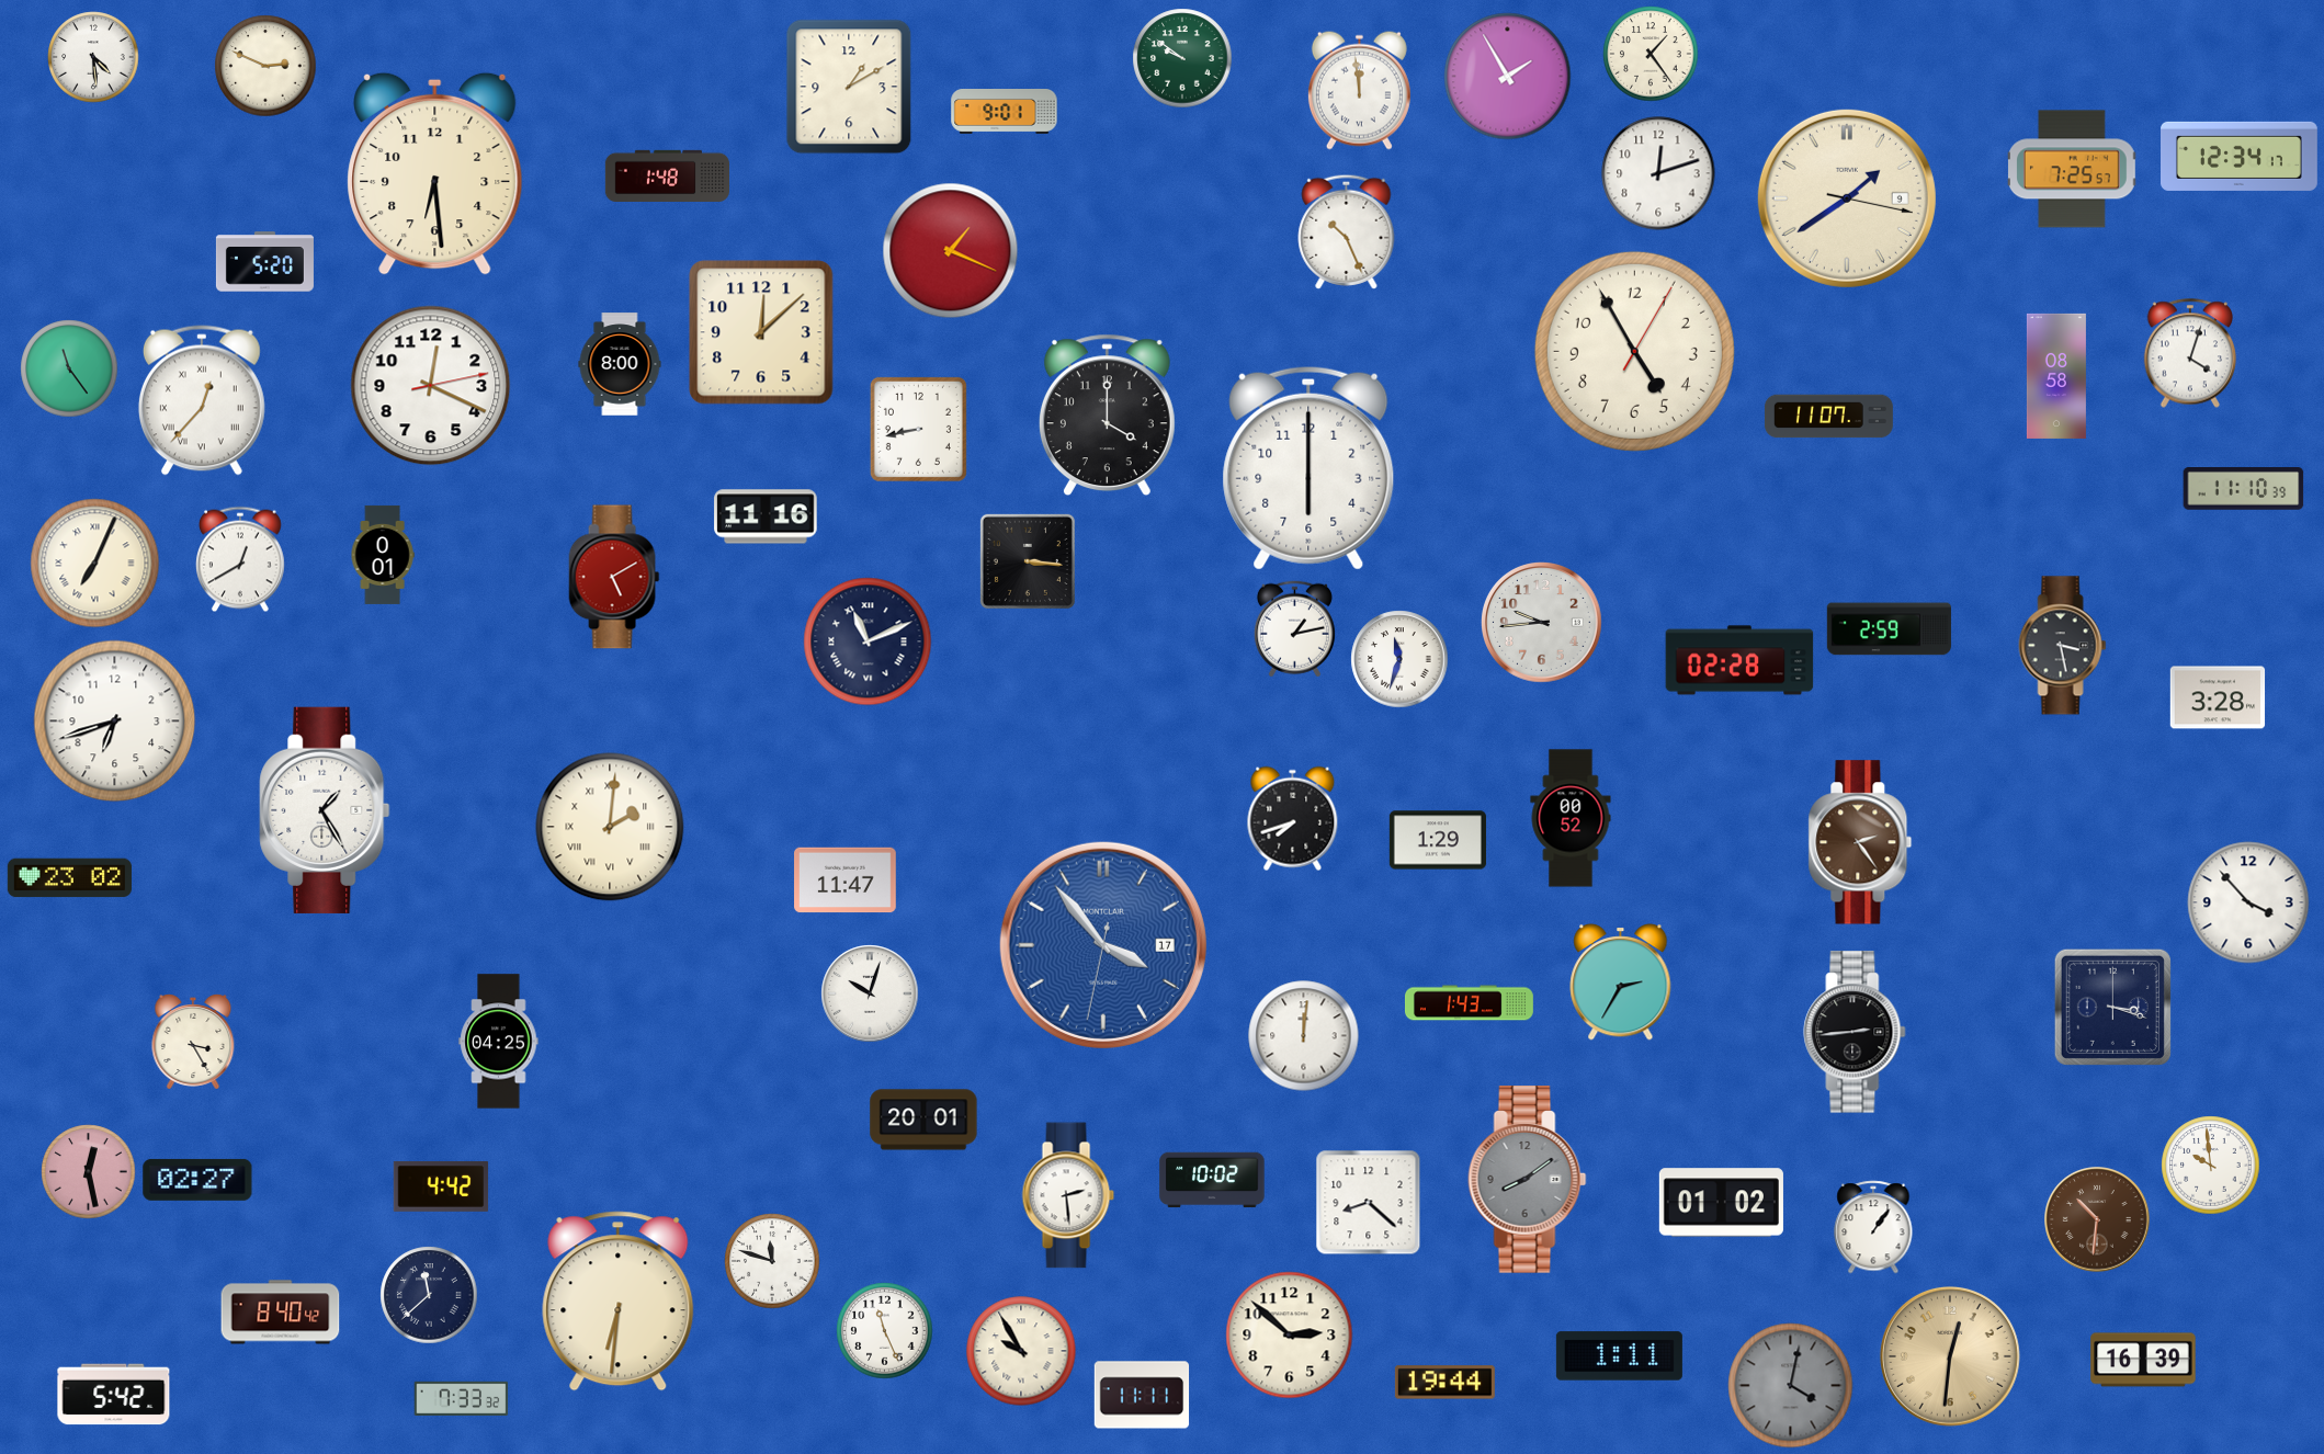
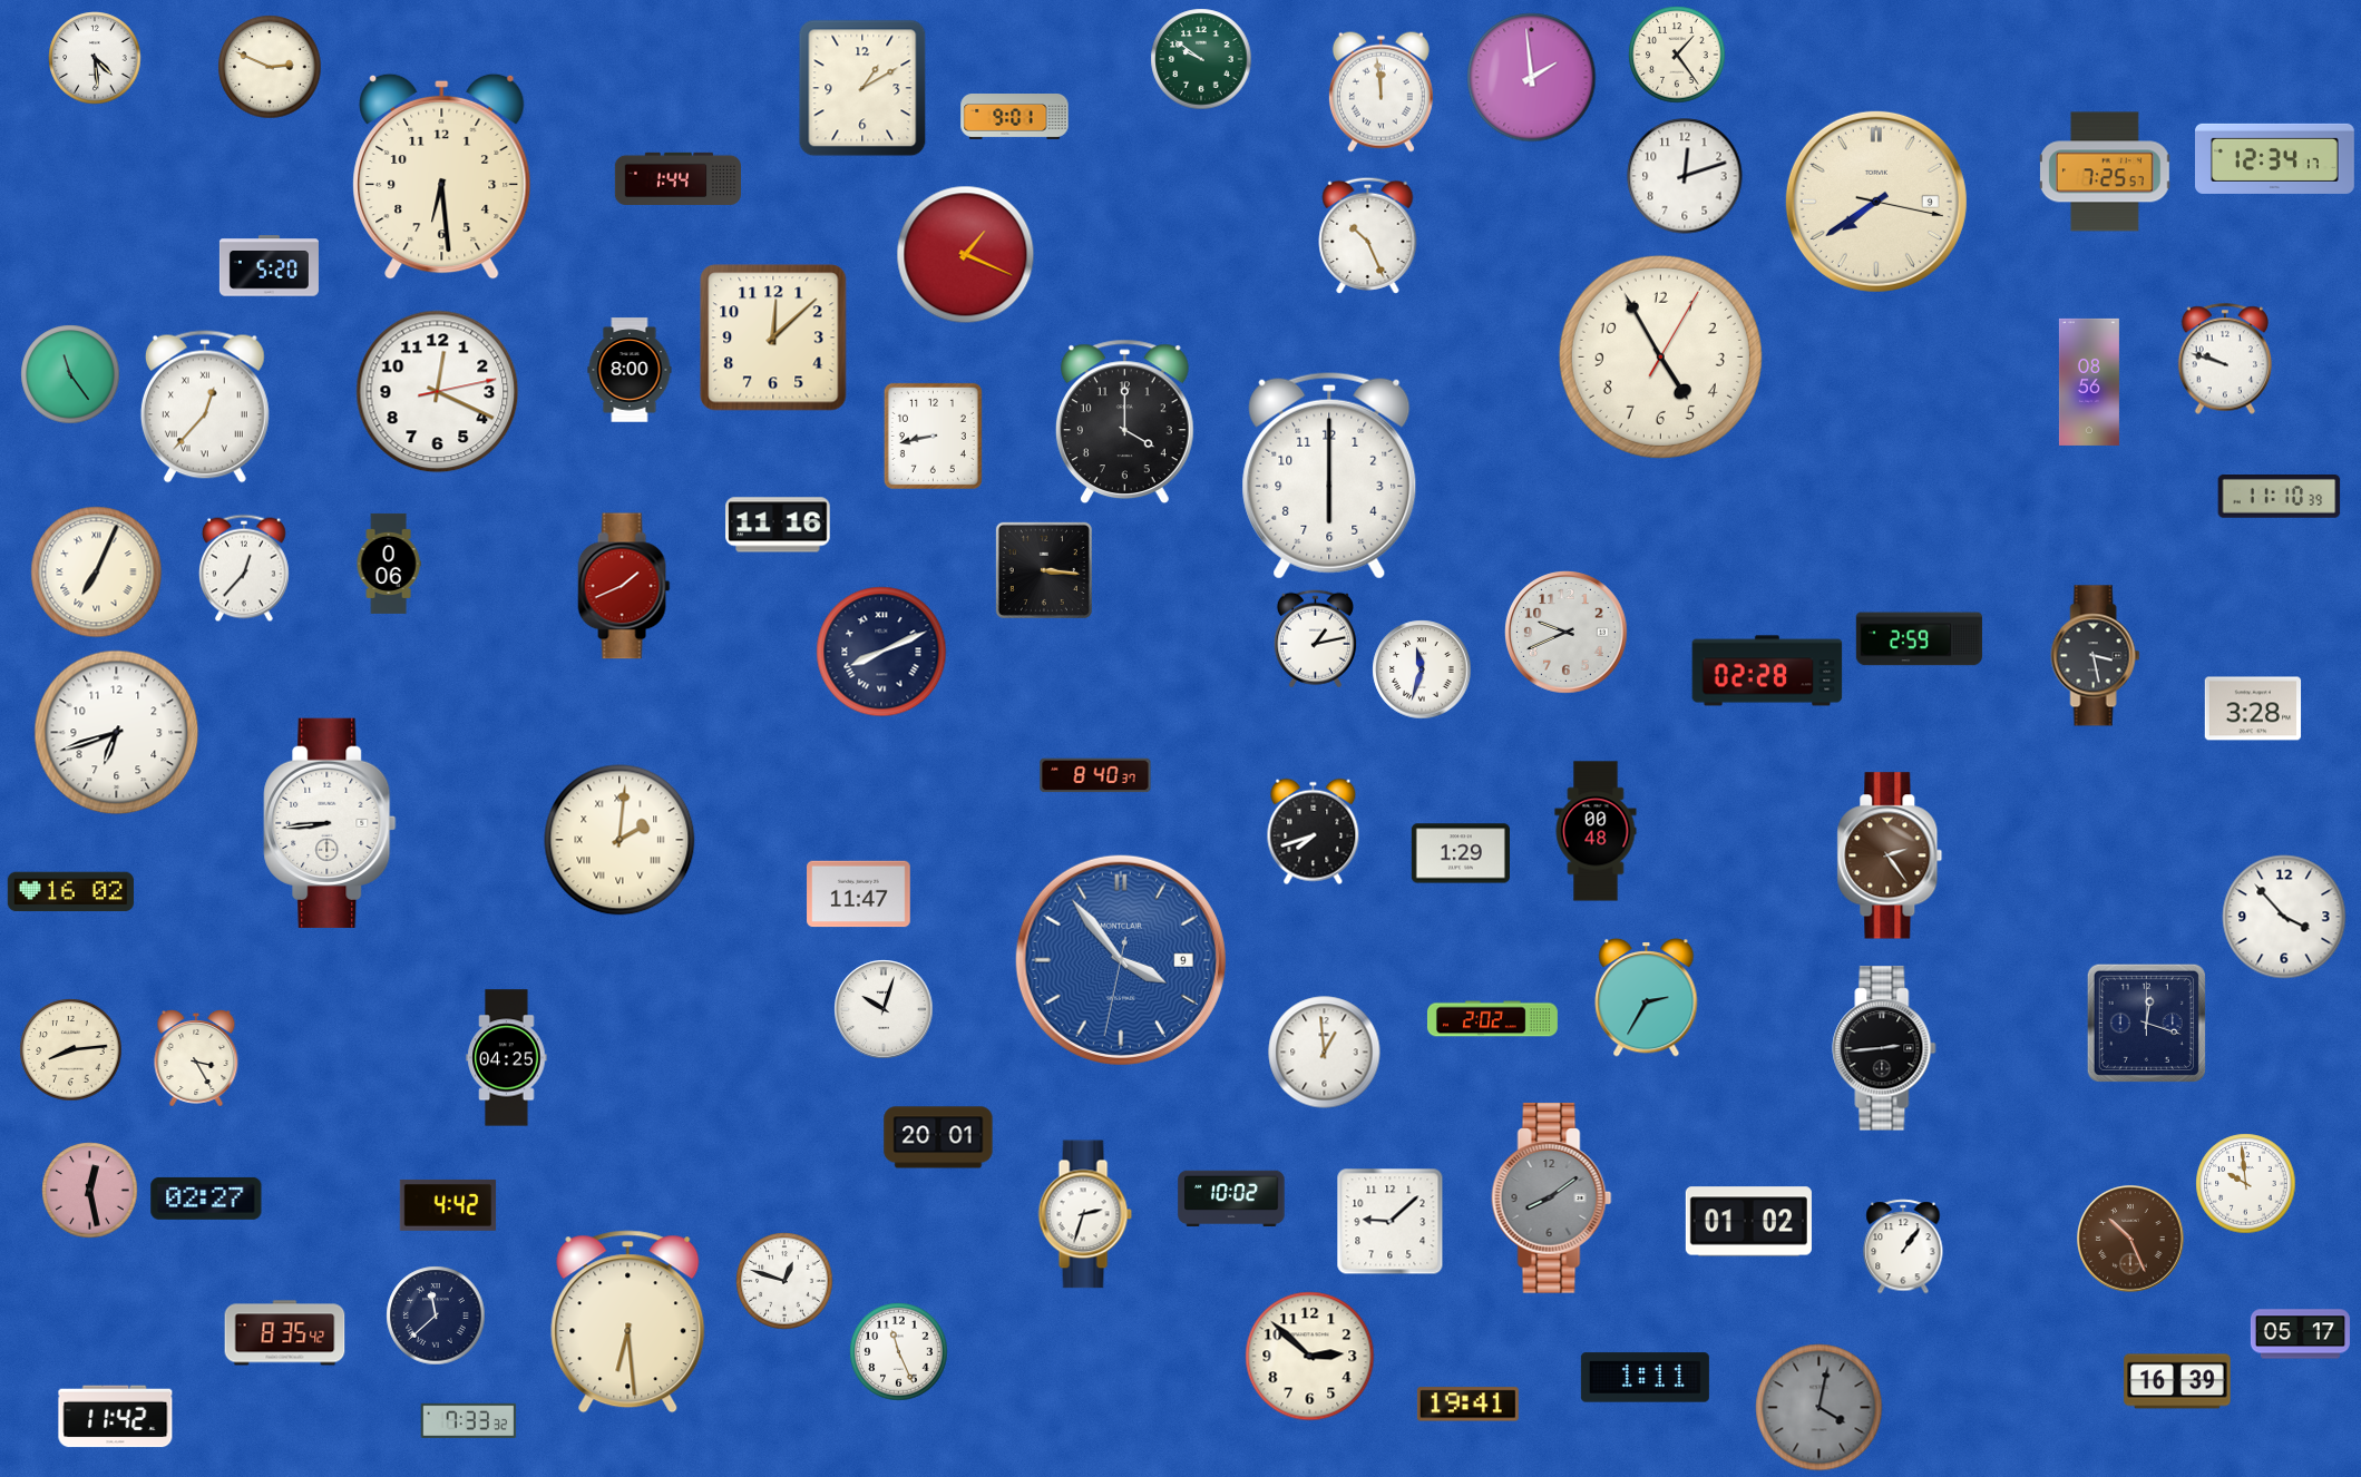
clock at (1508, 77): 1:55 -> 1:59
clock at (1005, 112) position: (1005, 112) -> (1015, 117)
clock at (667, 175): 1:48 -> 1:44
clock at (1847, 198): 1:39 -> 7:39
clock at (2189, 353): 4:03 -> 9:48
clock at (2056, 376): 08:58 -> 08:56
clock at (1828, 417): 11:07 -> none
clock at (383, 555): 0:01 -> 0:06
clock at (241, 559): 12:40 -> 12:37
clock at (614, 577): 5:10 -> 1:41
clock at (1542, 623): 9:44 -> 9:41
clock at (868, 641): 11:11 -> 8:11
clock at (1095, 775): none -> 8:40
clock at (325, 810): 1:25 -> 8:44
clock at (1571, 818): 00:52 -> 00:48
clock at (69, 878): 23:02 -> 16:02
clock at (1103, 945) date: 17 -> 9
clock at (1469, 1003): 1:43 -> 2:02
clock at (2112, 1007): 3:18 -> 12:18
clock at (71, 1050): none -> 8:14
clock at (1304, 1036): 12:01 -> 12:59
clock at (197, 1180) position: (197, 1180) -> (206, 1199)
clock at (1068, 1195): 2:29 -> 2:33
clock at (1369, 1203): 8:22 -> 9:08
clock at (2097, 1219): 10:31 -> 10:26
clock at (772, 1261): 11:48 -> 12:48
clock at (619, 1302): 6:31 -> 6:29
clock at (281, 1313): 8:40 -> 8:35
clock at (2300, 1334): none -> 05:17
clock at (1021, 1351): 9:55 -> none
clock at (1950, 1356): 12:31 -> none
clock at (1444, 1383): 19:44 -> 19:41
clock at (114, 1395): 5:42 -> 11:42
clock at (1142, 1395): 11:11 -> none
